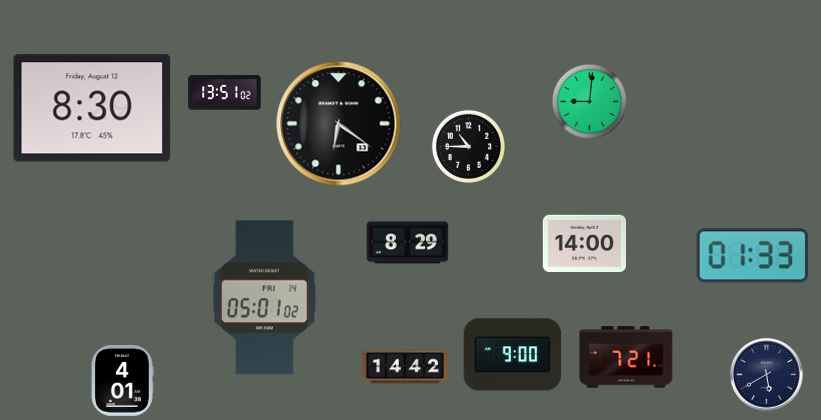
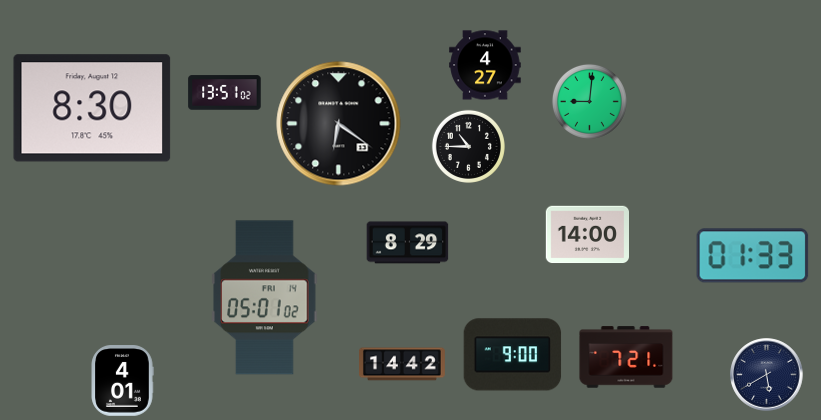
clock at (485, 65): none -> 4:27
clock at (584, 244) position: (584, 244) -> (587, 235)
clock at (406, 367) position: (406, 367) -> (403, 364)
